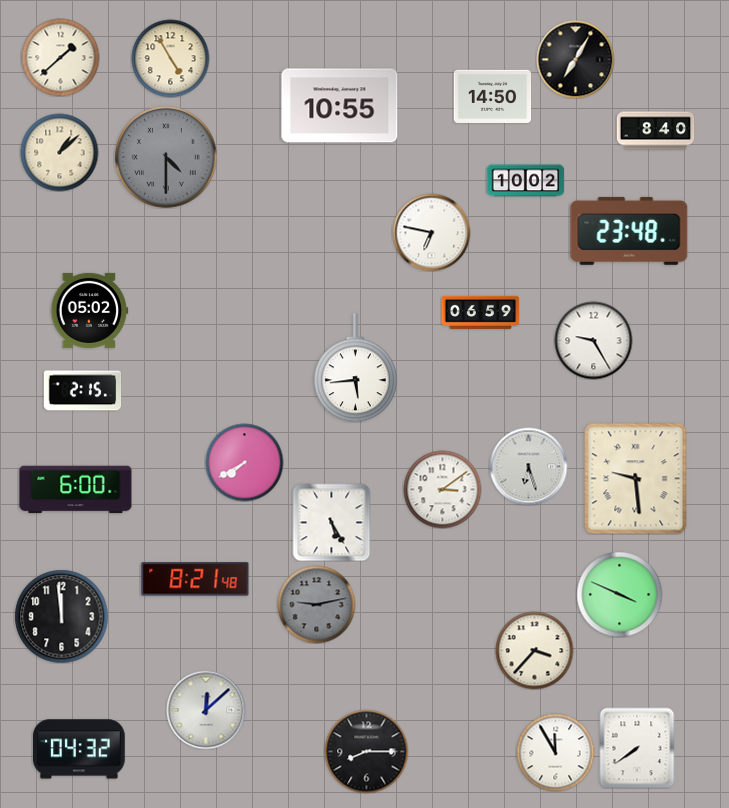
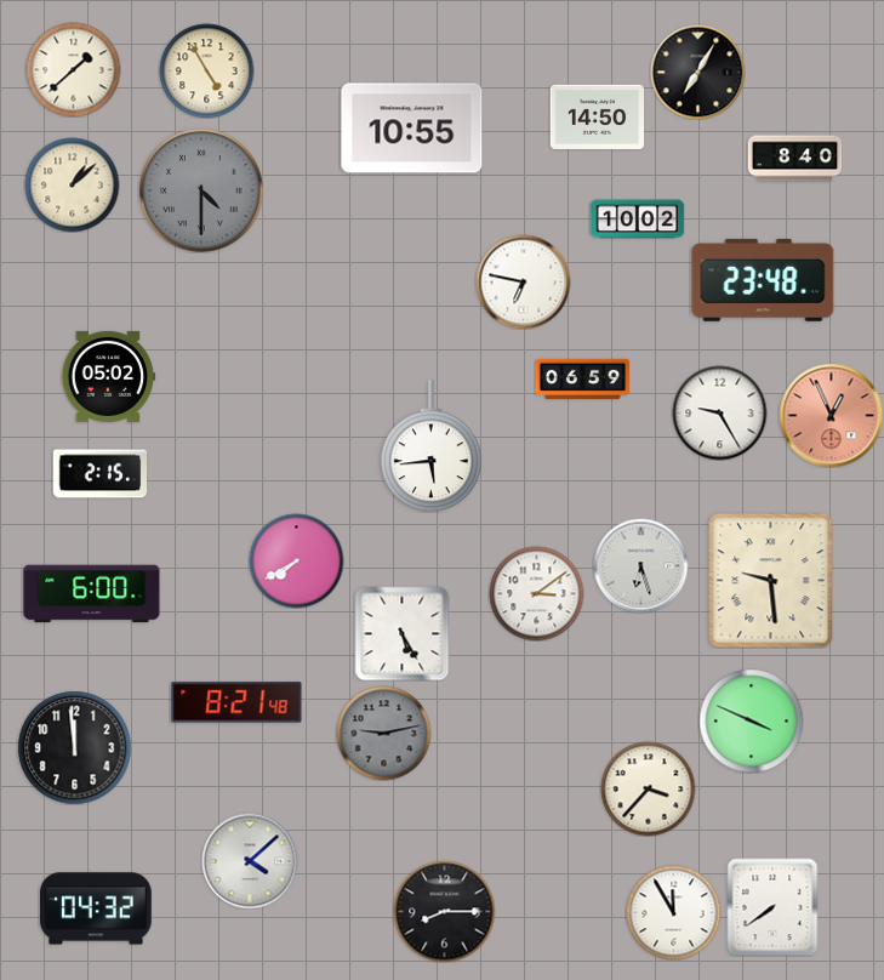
clock at (831, 415): none -> 12:56
clock at (206, 710): 12:08 -> 4:08
